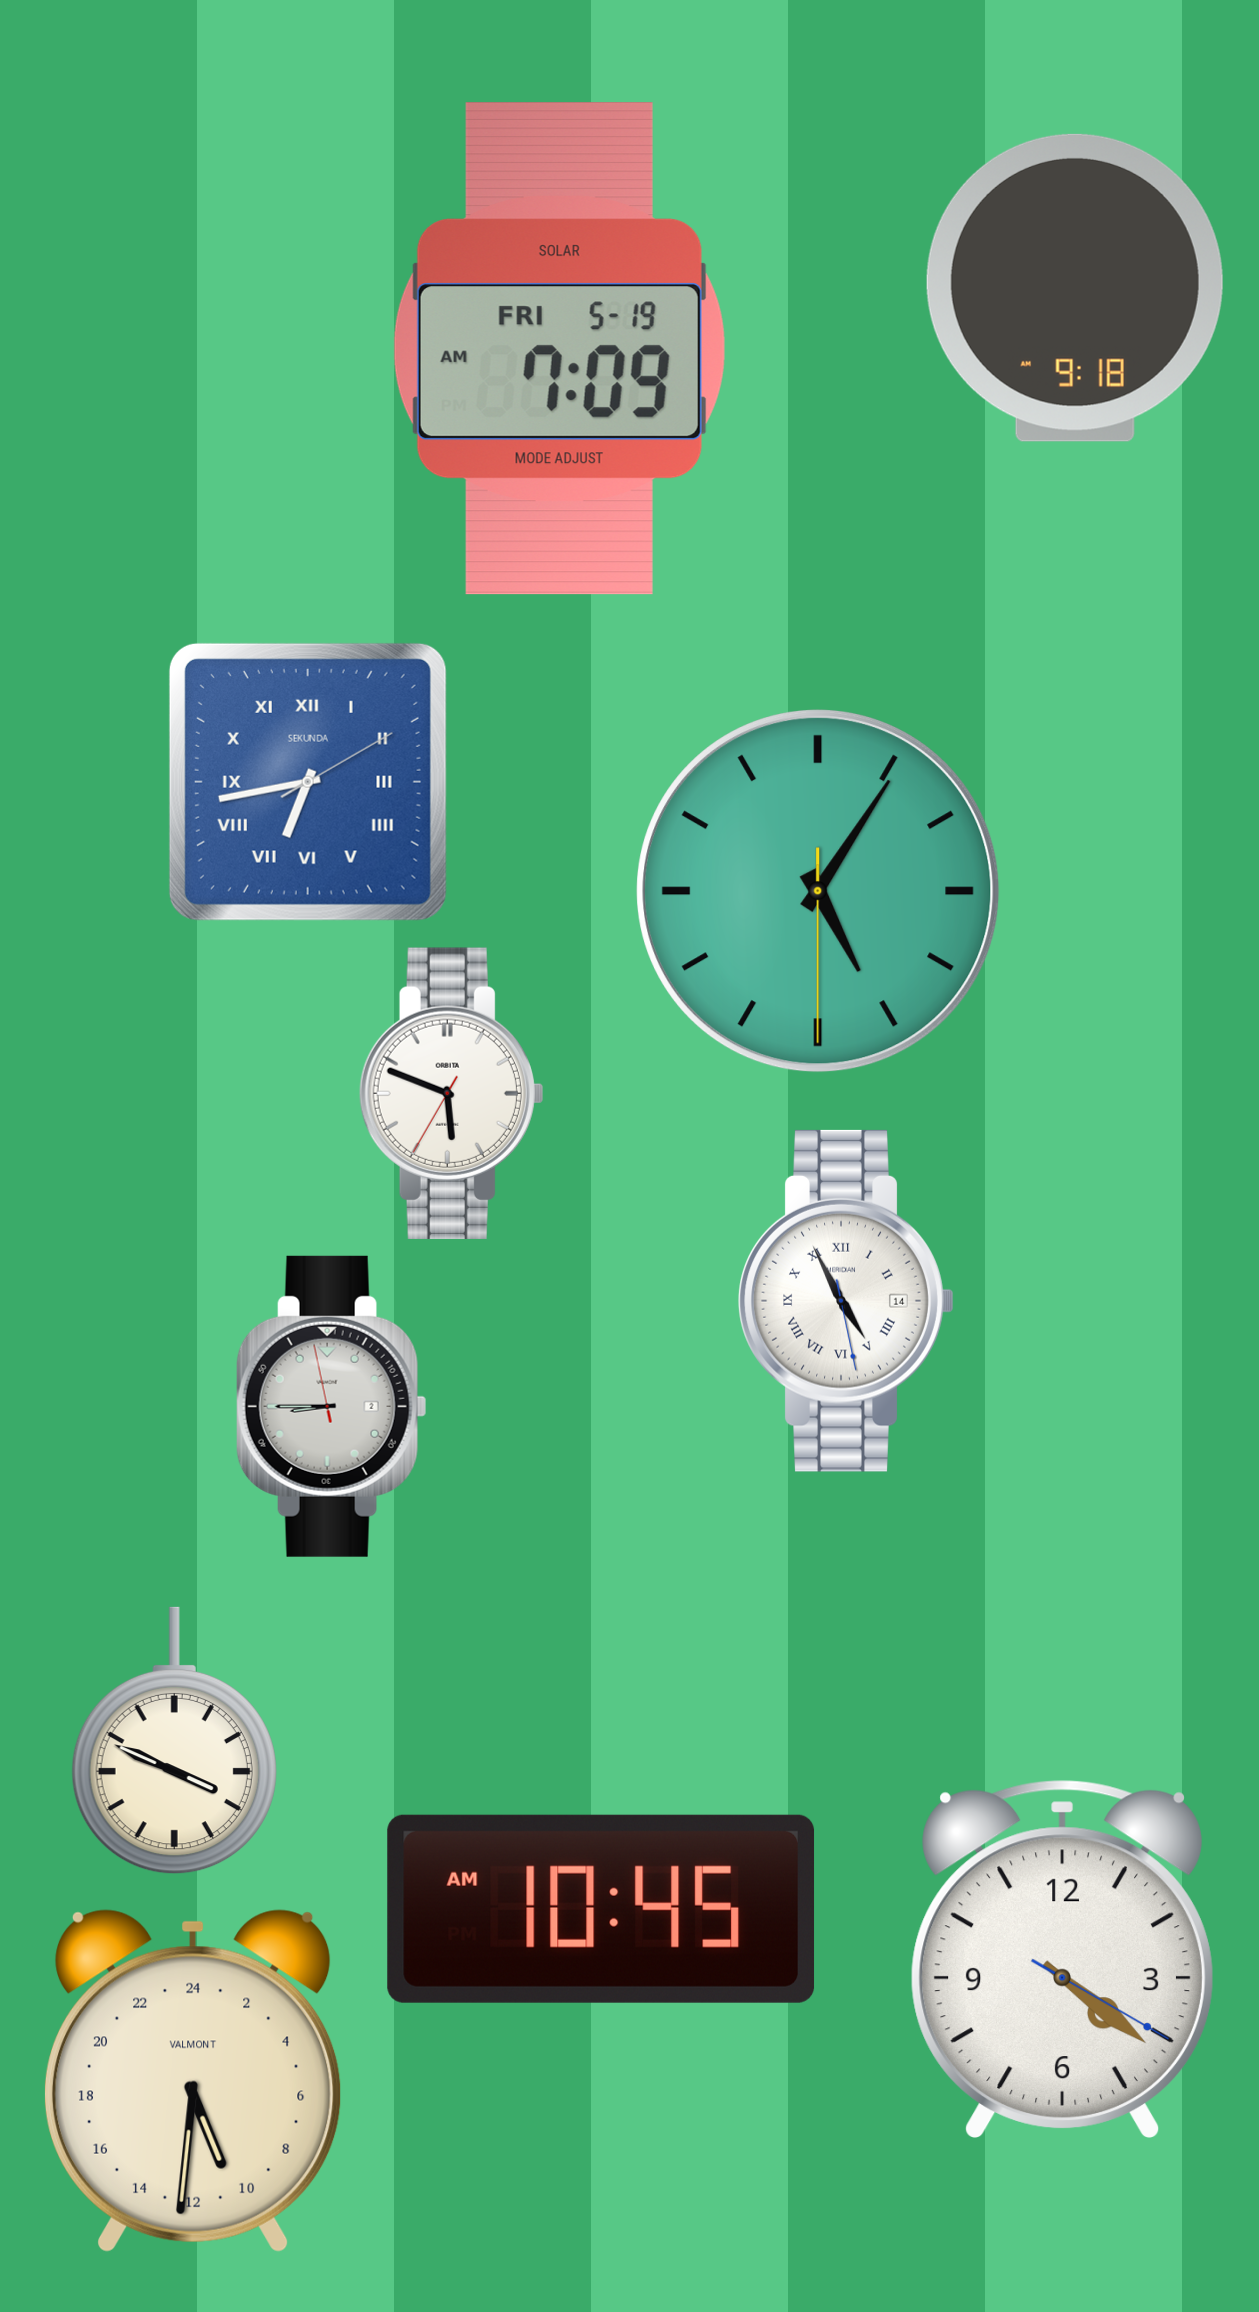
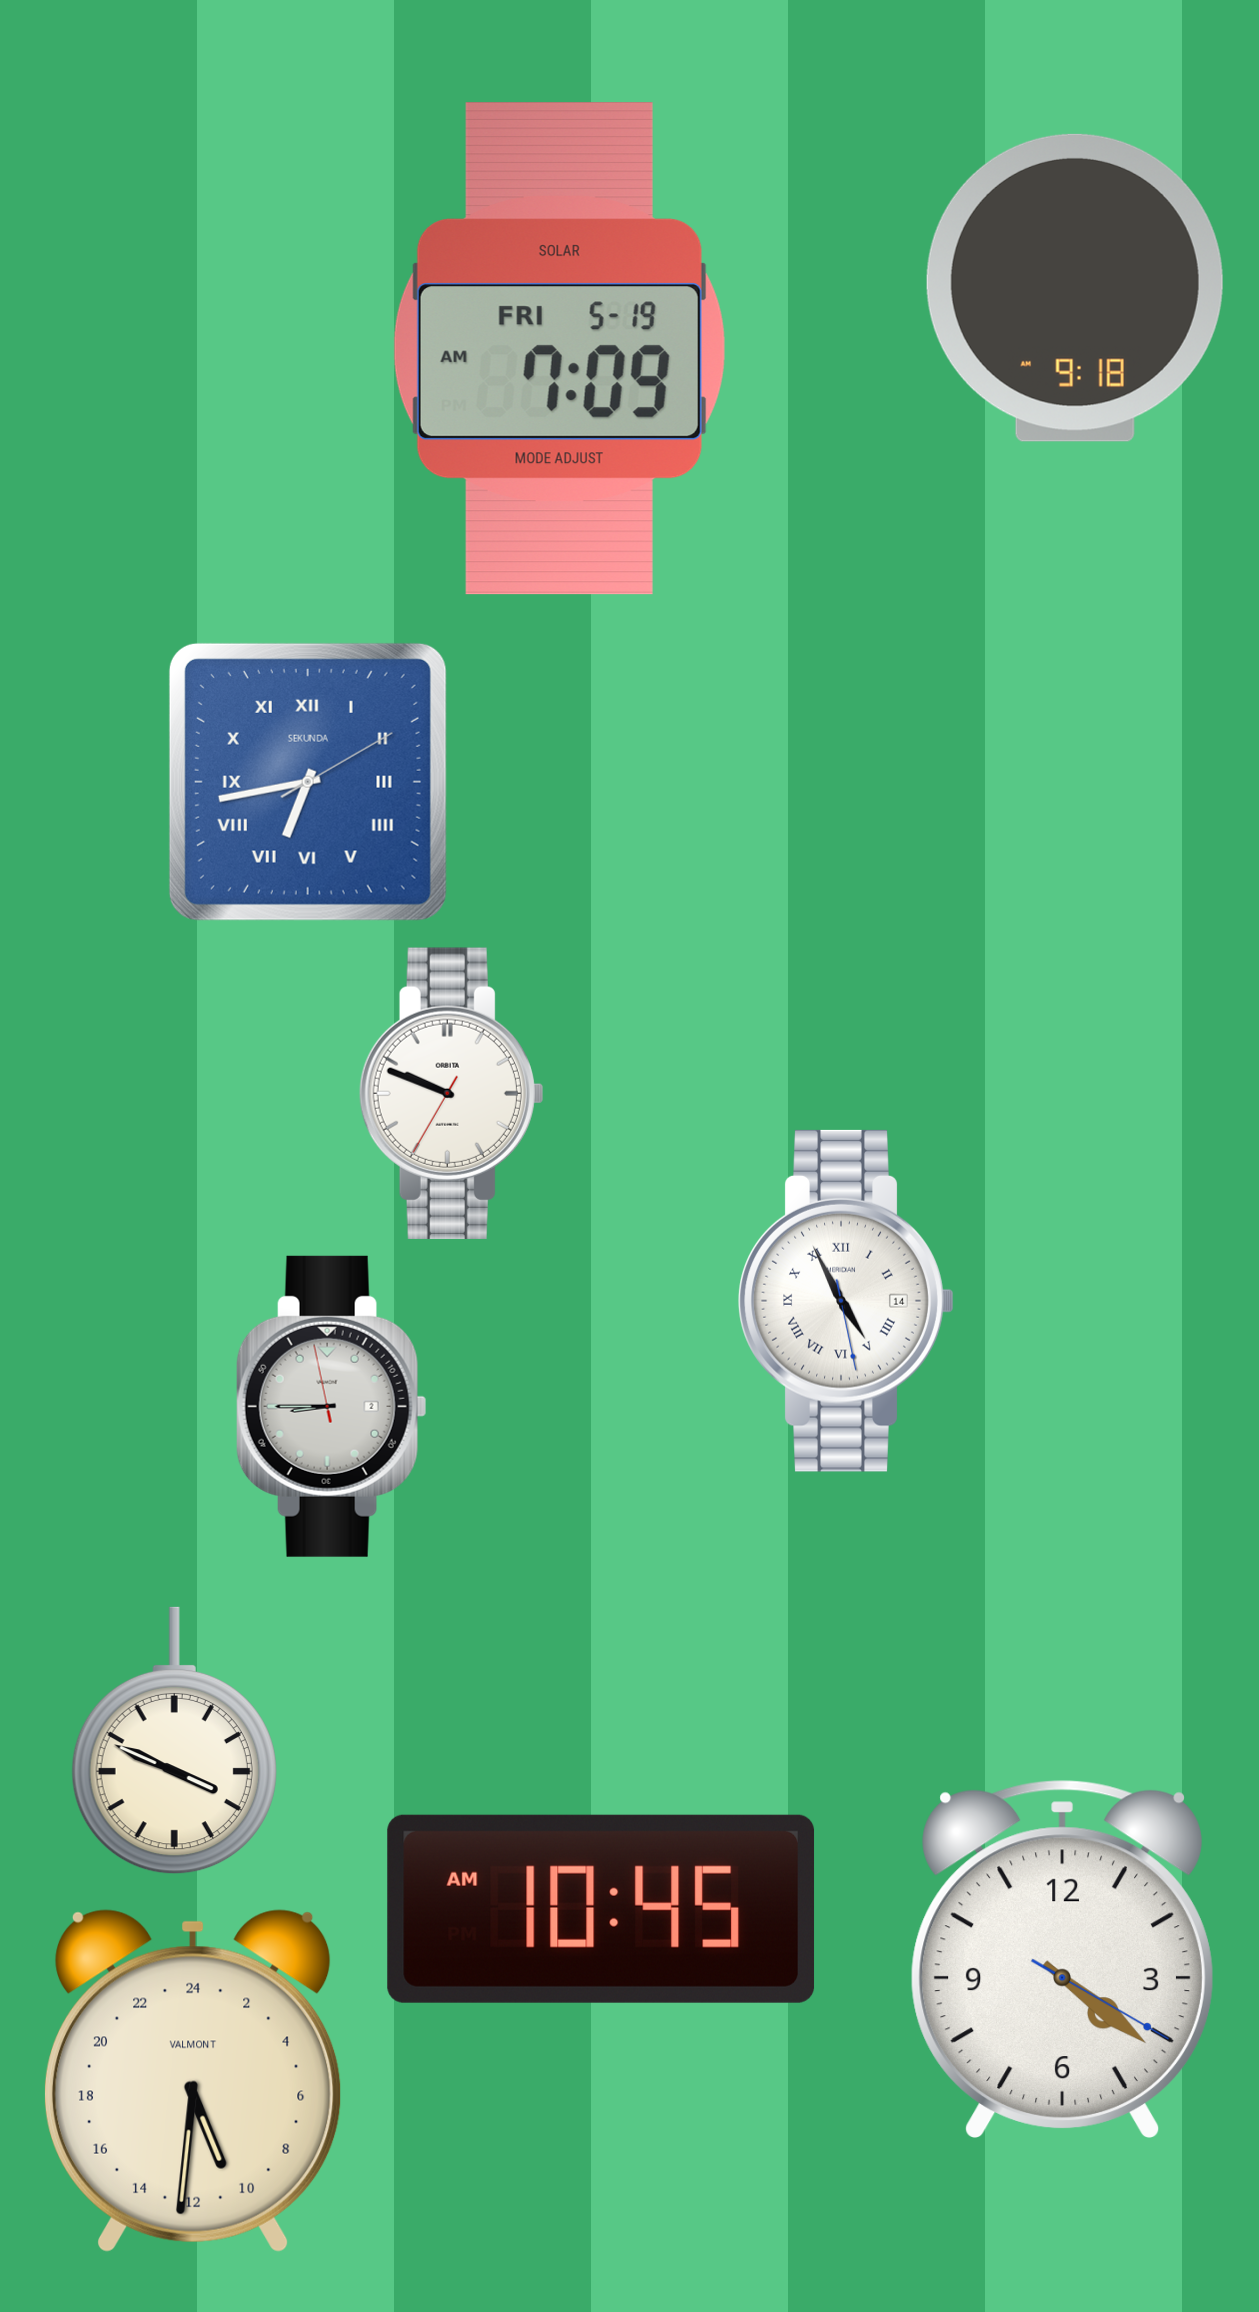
clock at (818, 891): 5:05 -> none
clock at (451, 1093): 5:48 -> 9:48
